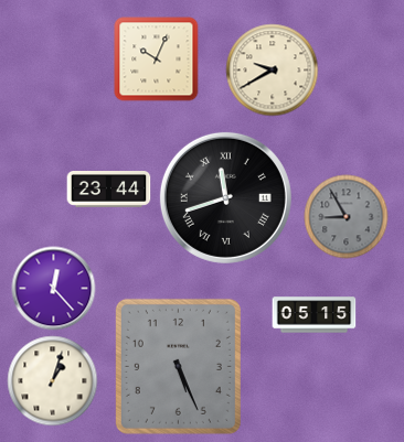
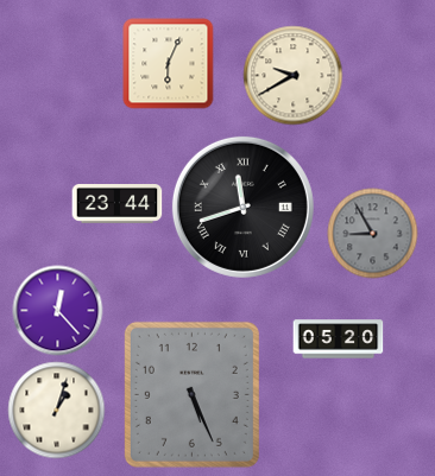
clock at (157, 60): 10:04 -> 6:04
clock at (225, 197) position: (225, 197) -> (242, 207)
clock at (315, 315): 05:15 -> 05:20
